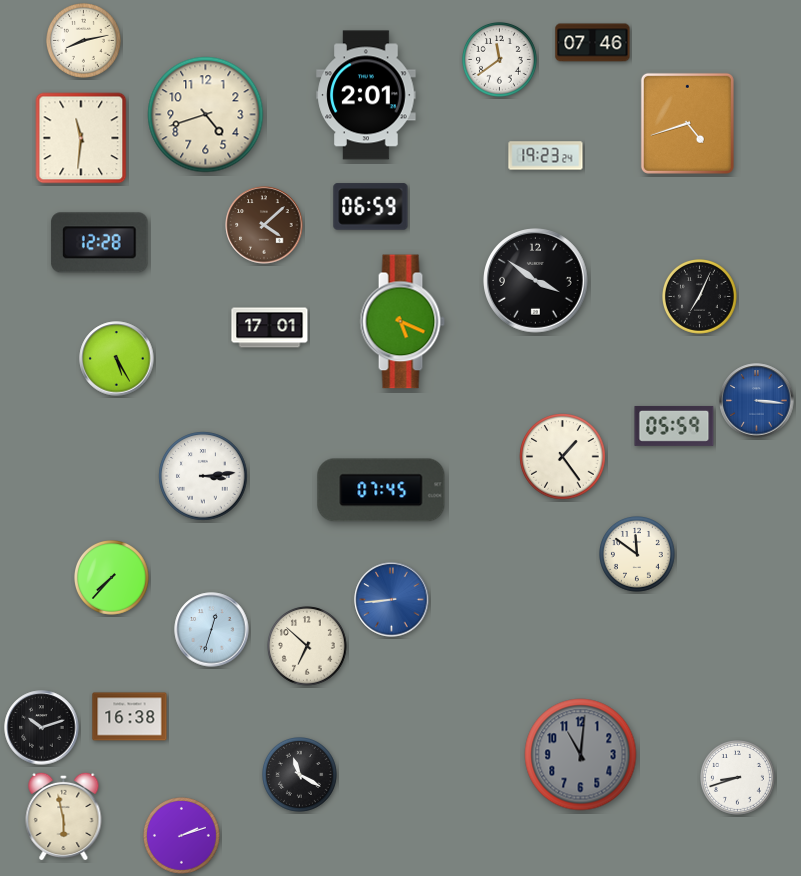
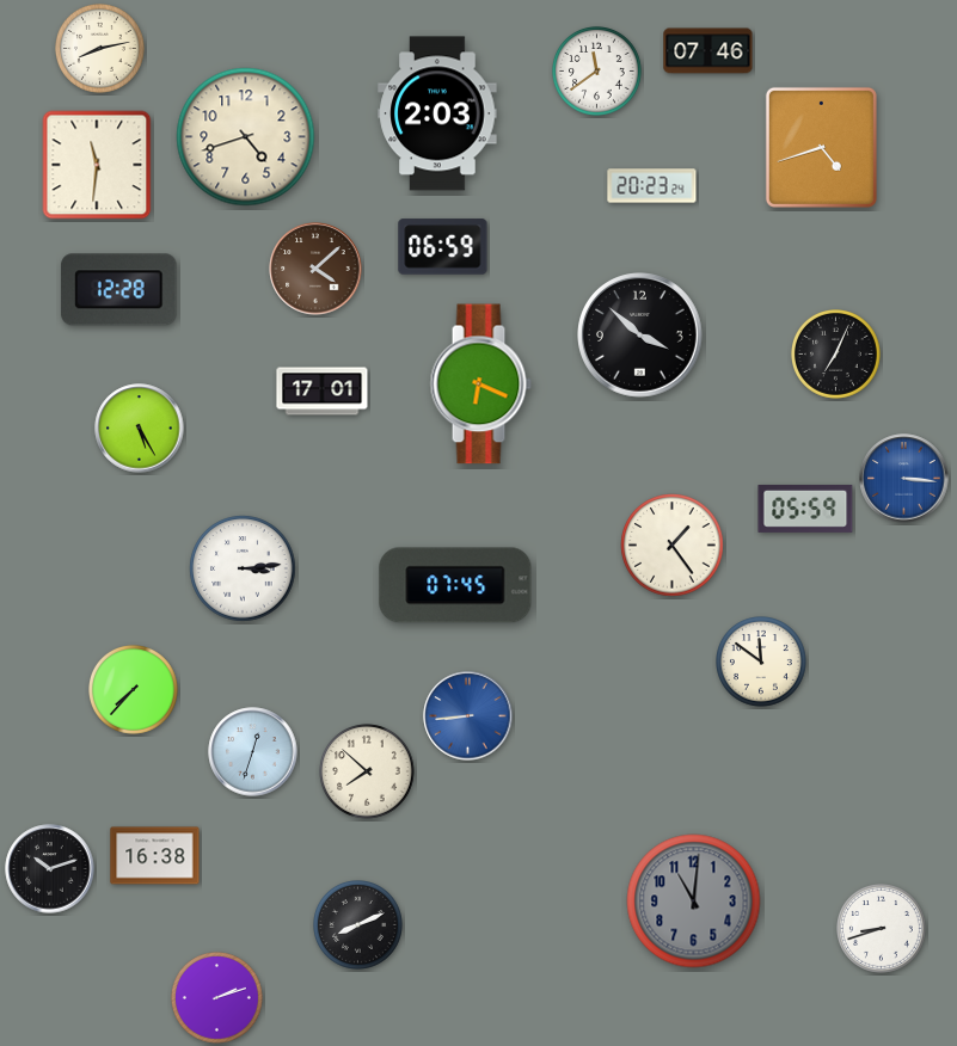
clock at (366, 95): 2:01 -> 2:03
clock at (546, 156): 19:23 -> 20:23
clock at (536, 281): 3:51 -> 3:52
clock at (402, 322): 5:19 -> 6:19
clock at (307, 646): 6:52 -> 7:52
clock at (300, 775): 11:20 -> 8:11
clock at (64, 816): 5:58 -> none
